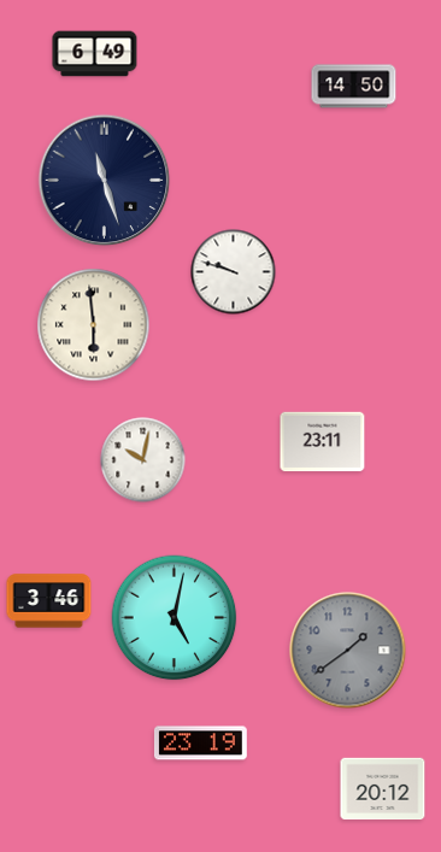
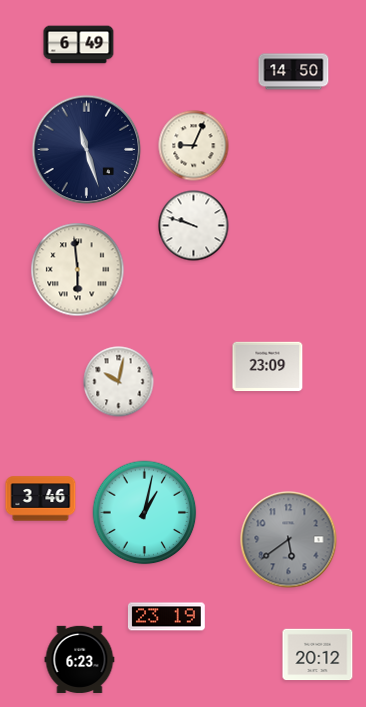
clock at (194, 146): none -> 9:04
clock at (323, 442): 23:11 -> 23:09
clock at (175, 618): 5:02 -> 1:02
clock at (348, 651): 1:39 -> 5:39
clock at (80, 659): none -> 6:23
